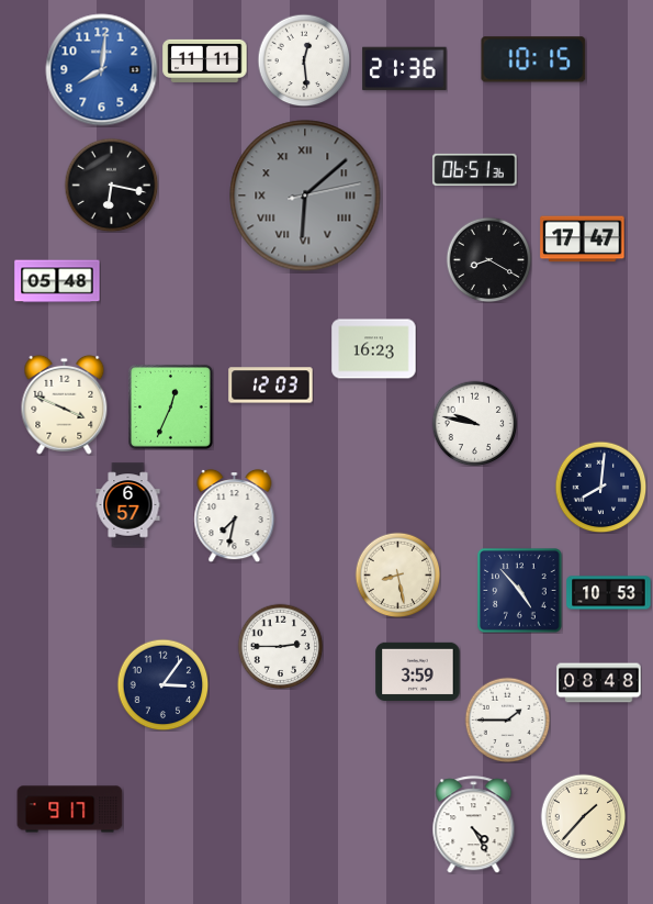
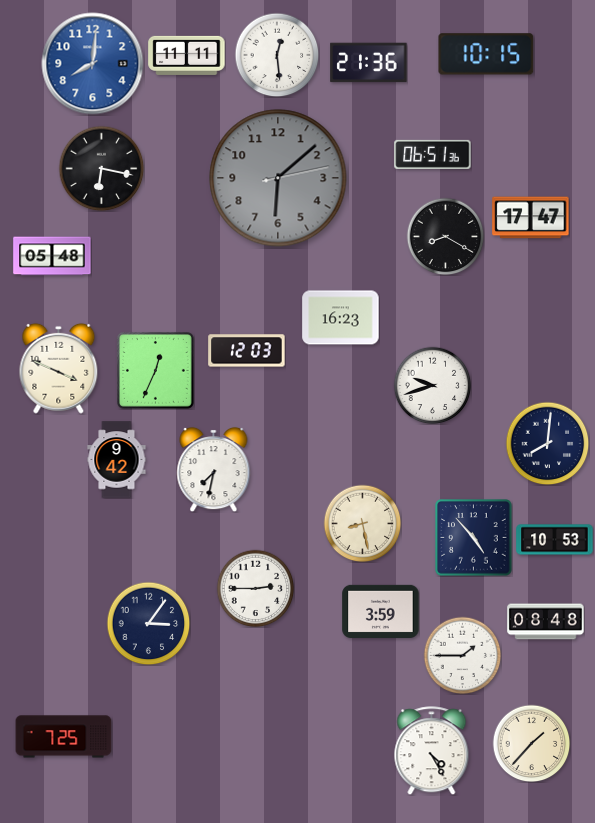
clock at (305, 196) numerals: Roman -> Arabic
clock at (474, 423): 9:47 -> 9:42
clock at (128, 505): 6:57 -> 9:42
clock at (70, 810): 9:17 -> 7:25
